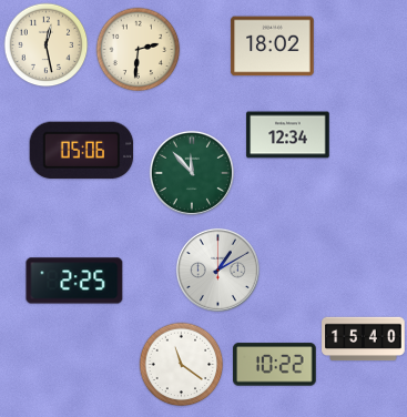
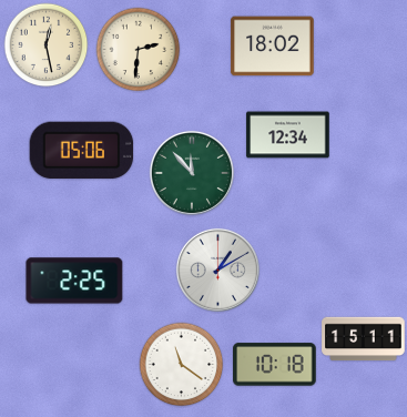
clock at (364, 339): 15:40 -> 15:11
clock at (275, 365): 10:22 -> 10:18
